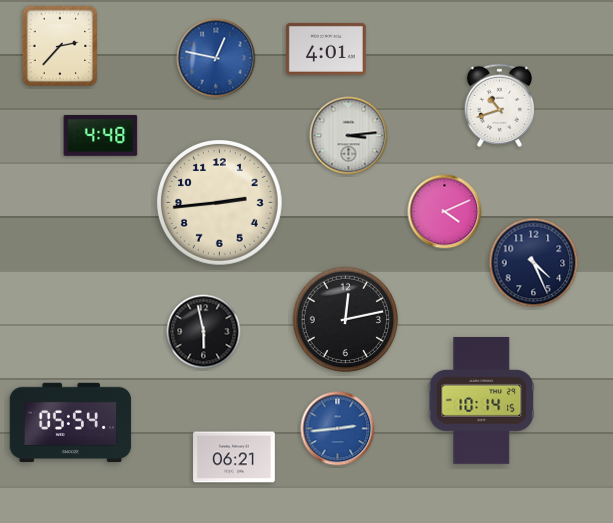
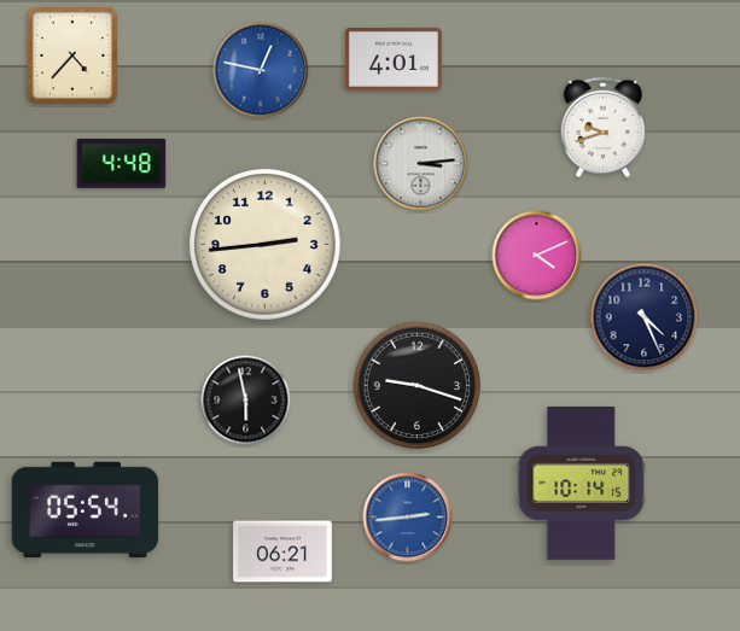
clock at (60, 46): 2:37 -> 4:37
clock at (499, 105): 10:42 -> 9:42
clock at (346, 320): 12:13 -> 9:18
